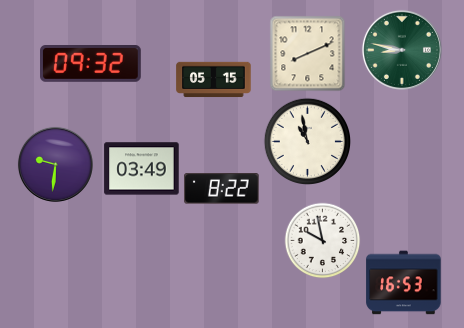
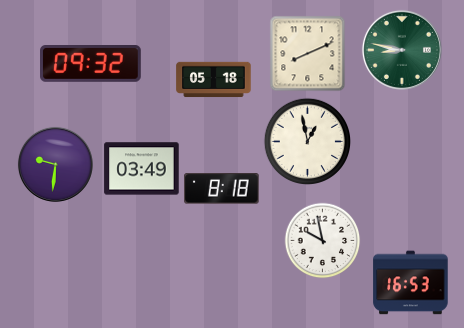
clock at (214, 80): 05:15 -> 05:18
clock at (307, 141): 10:58 -> 12:58
clock at (222, 189): 8:22 -> 8:18
clock at (404, 283) position: (404, 283) -> (411, 283)
